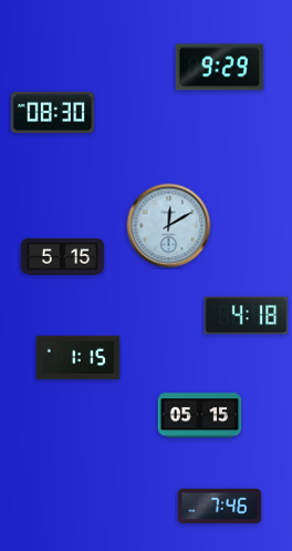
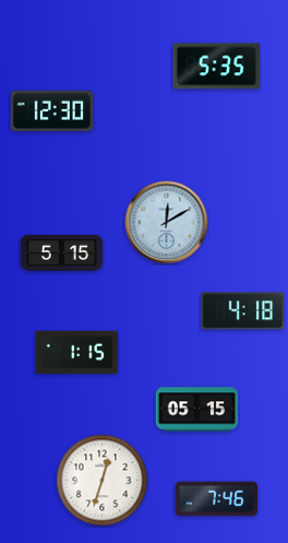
clock at (219, 68): 9:29 -> 5:35
clock at (53, 112): 08:30 -> 12:30
clock at (103, 481): none -> 12:33
